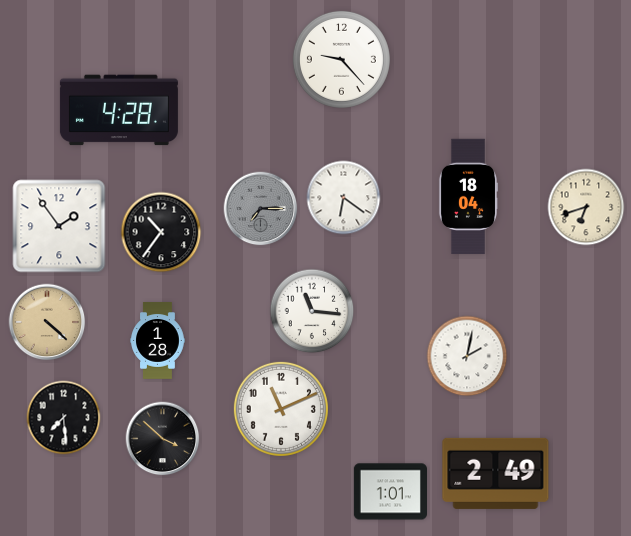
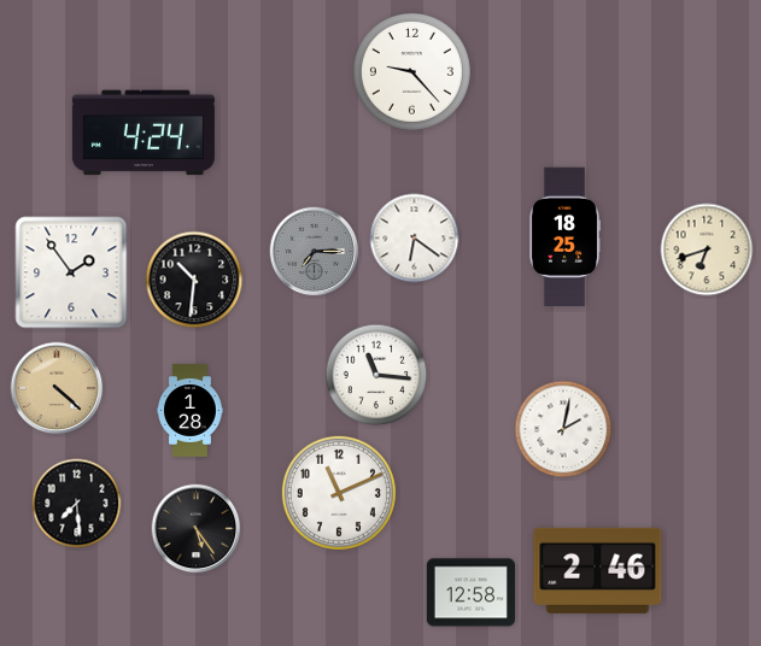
clock at (119, 110): 4:28 -> 4:24
clock at (468, 197): 18:04 -> 18:25
clock at (161, 232): 10:36 -> 10:31
clock at (163, 439): 3:52 -> 5:24
clock at (496, 473): 2:49 -> 2:46
clock at (390, 492): 1:01 -> 12:58
